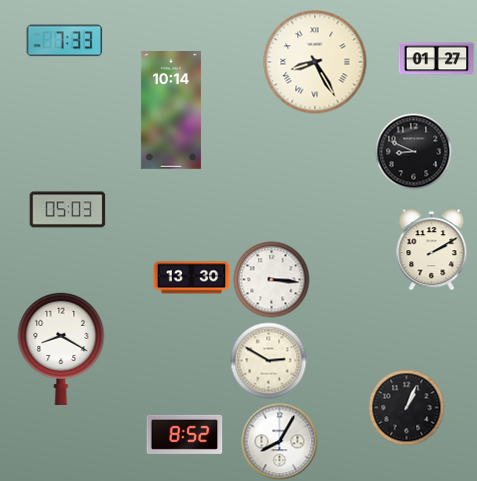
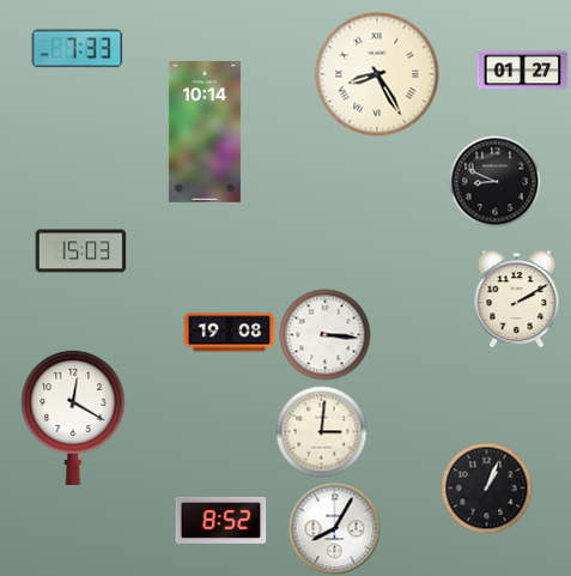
clock at (68, 210): 05:03 -> 15:03
clock at (192, 278): 13:30 -> 19:08
clock at (61, 348): 8:20 -> 12:20
clock at (269, 361): 2:50 -> 3:01
